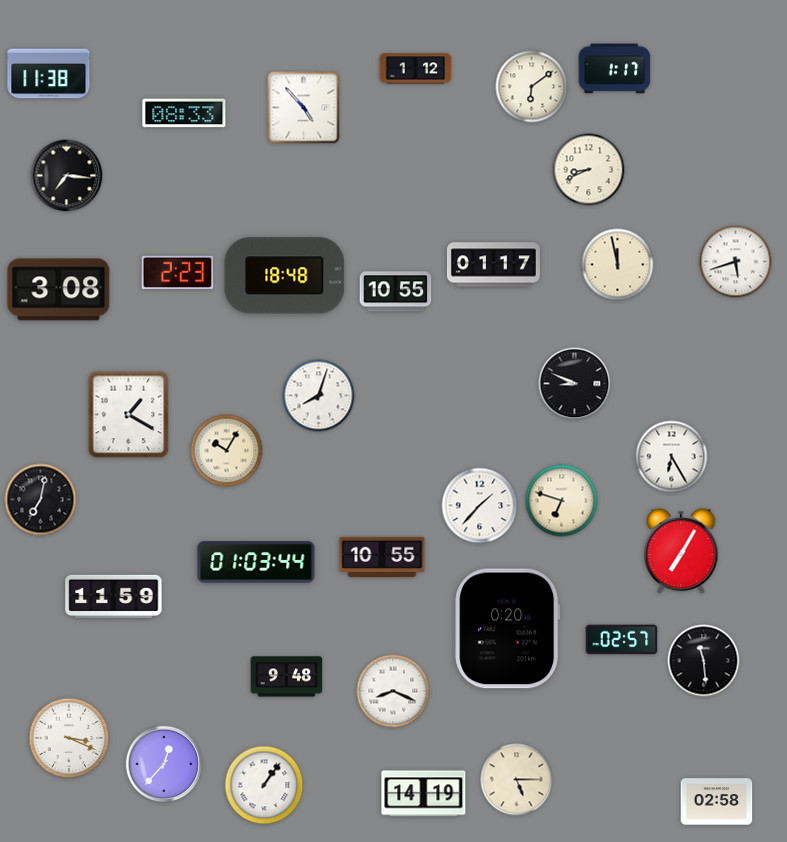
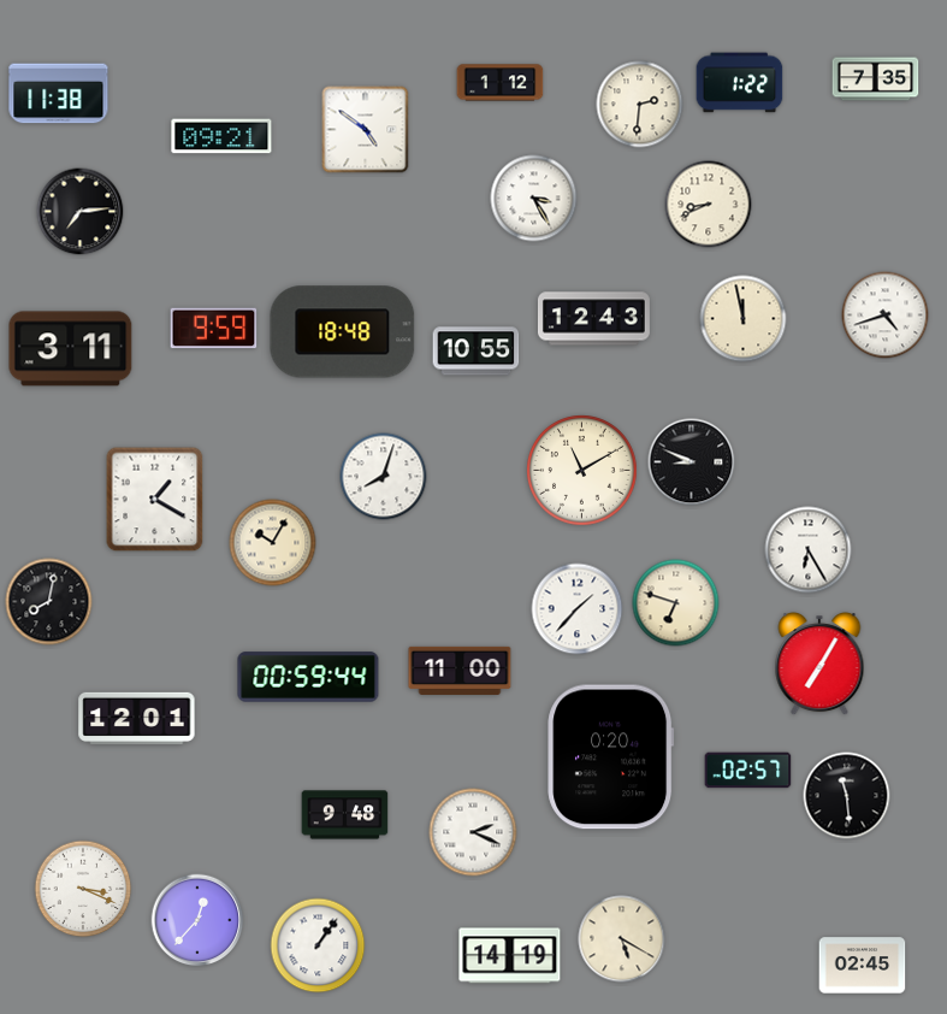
clock at (876, 79): none -> 7:35
clock at (615, 69): 1:17 -> 1:22
clock at (49, 74) position: (49, 74) -> (59, 94)
clock at (532, 87): 6:09 -> 2:31
clock at (304, 108): 4:53 -> 4:51
clock at (184, 113): 08:33 -> 09:21
clock at (534, 199): none -> 3:25
clock at (67, 176): 7:16 -> 7:14
clock at (736, 262): 5:42 -> 4:42
clock at (493, 265): 01:17 -> 12:43
clock at (178, 273): 2:23 -> 9:59
clock at (59, 290): 3:08 -> 3:11
clock at (582, 471): none -> 11:10
clock at (41, 500): 7:02 -> 8:02
clock at (382, 557): 10:55 -> 11:00
clock at (256, 562): 01:03 -> 00:59
clock at (114, 596): 11:59 -> 12:01
clock at (393, 691): 8:19 -> 2:19
clock at (517, 780): 5:15 -> 5:20
clock at (717, 802): 02:58 -> 02:45
